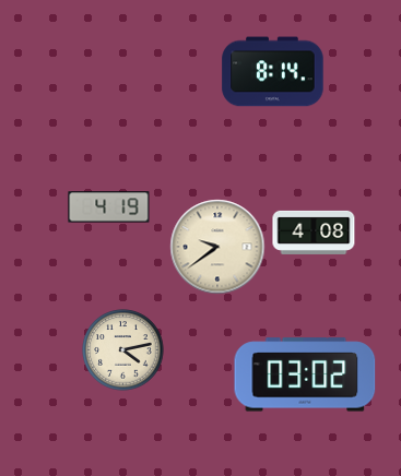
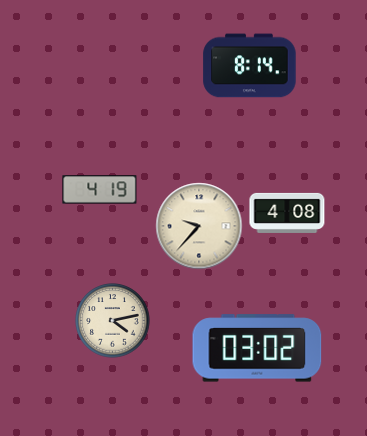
clock at (217, 247): 9:39 -> 9:37
clock at (305, 374) position: (305, 374) -> (257, 348)
